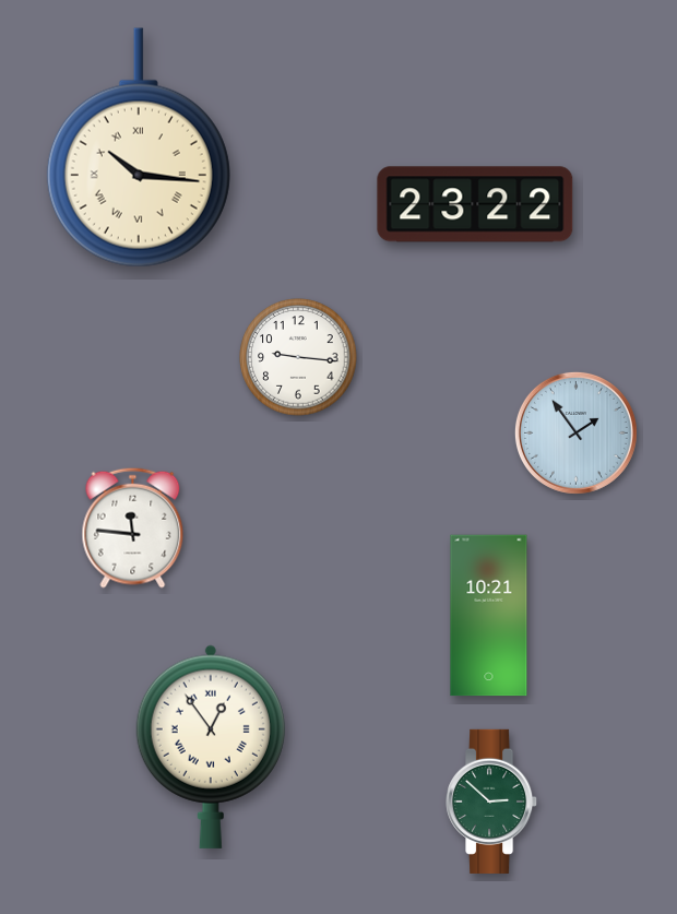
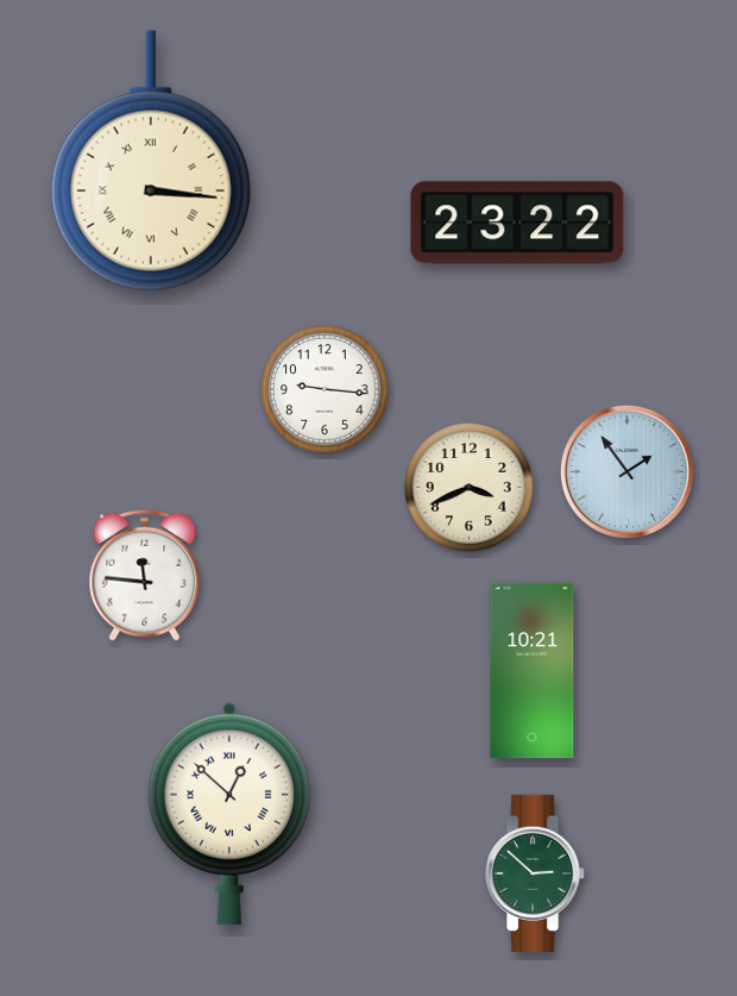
clock at (139, 147): 10:16 -> 3:16
clock at (470, 488): none -> 3:41
clock at (211, 747): 12:54 -> 12:52
